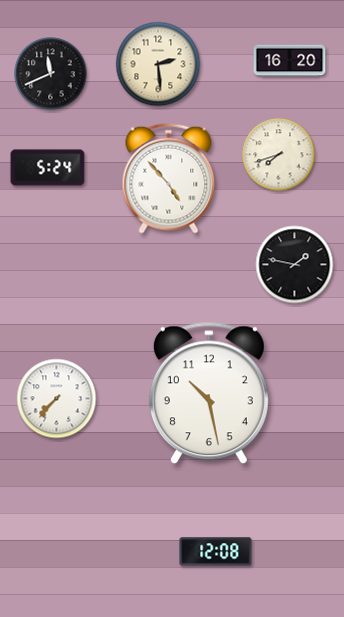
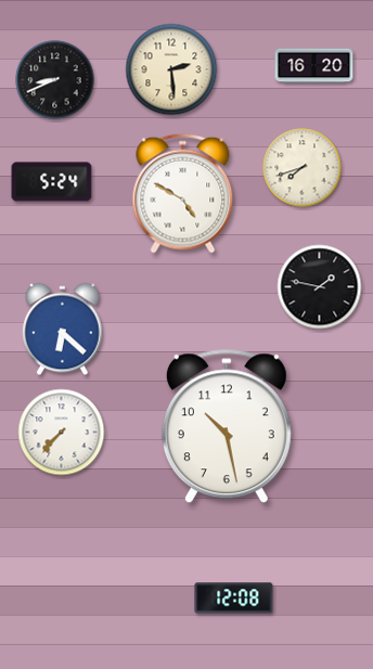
clock at (51, 74): 11:41 -> 8:41
clock at (169, 178): 4:53 -> 4:50
clock at (63, 330): none -> 6:22
